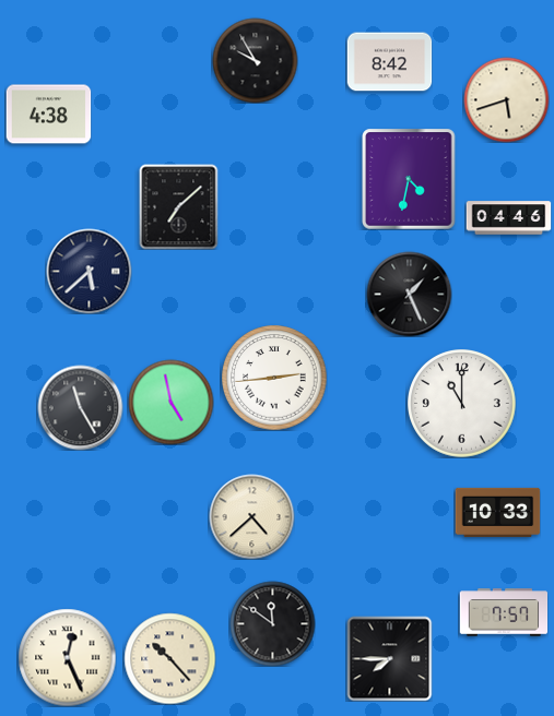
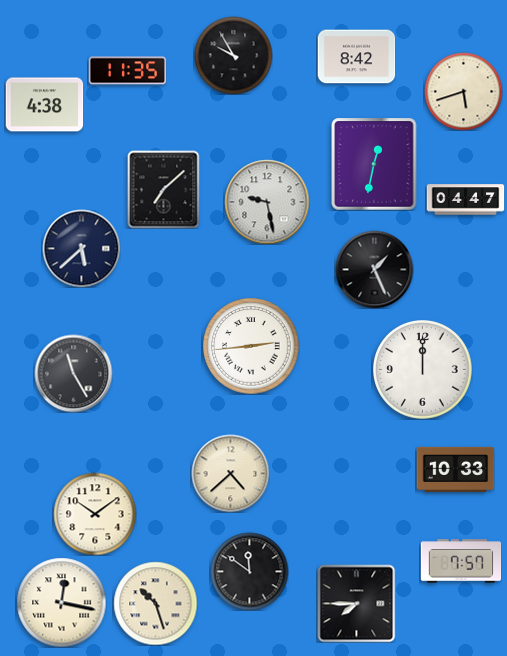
clock at (127, 71): none -> 11:35
clock at (409, 179): 4:32 -> 12:32
clock at (508, 218): 04:46 -> 04:47
clock at (267, 202): none -> 9:28
clock at (170, 402): 4:58 -> none
clock at (462, 404): 11:00 -> 12:00
clock at (95, 514): none -> 10:09
clock at (67, 657): 12:26 -> 12:17
clock at (169, 658): 10:23 -> 10:27
